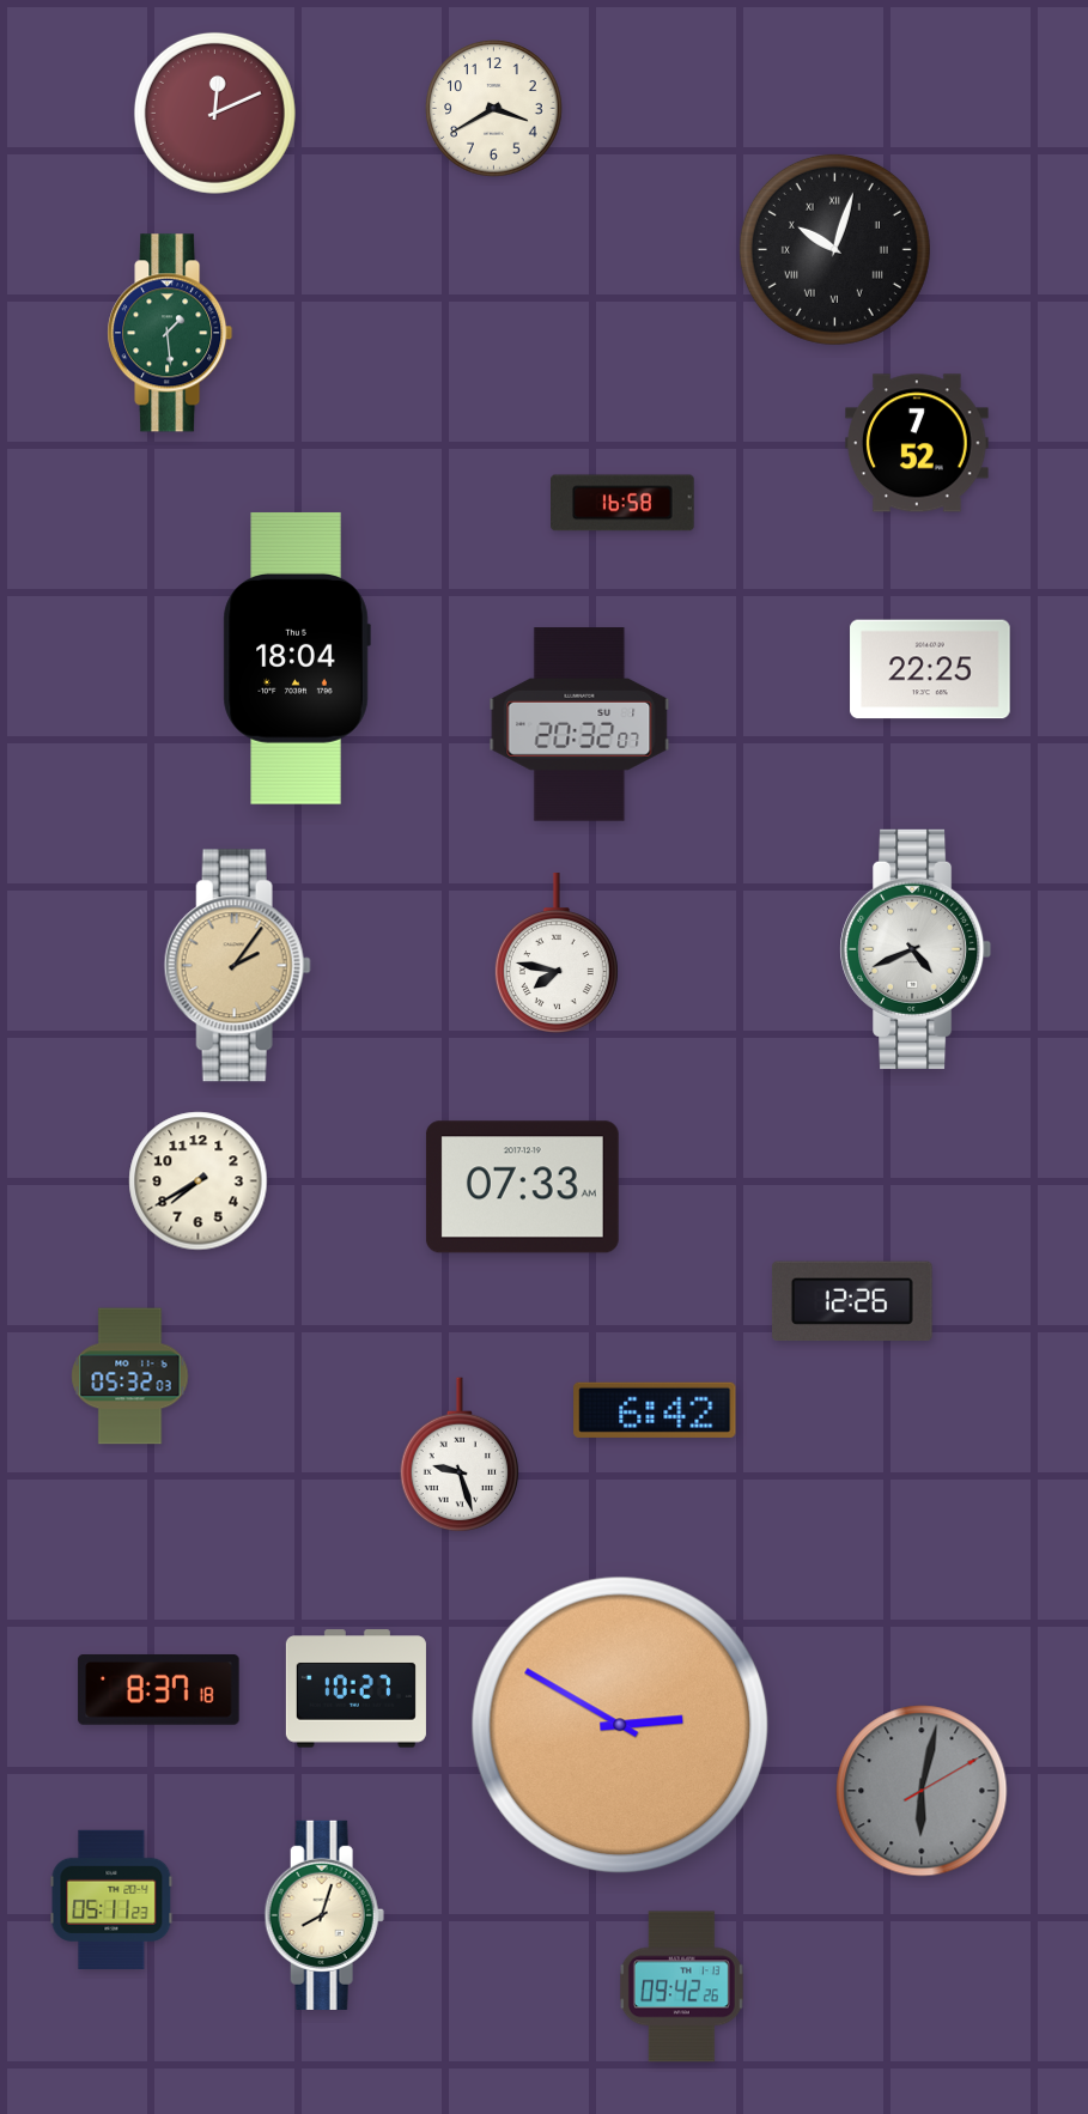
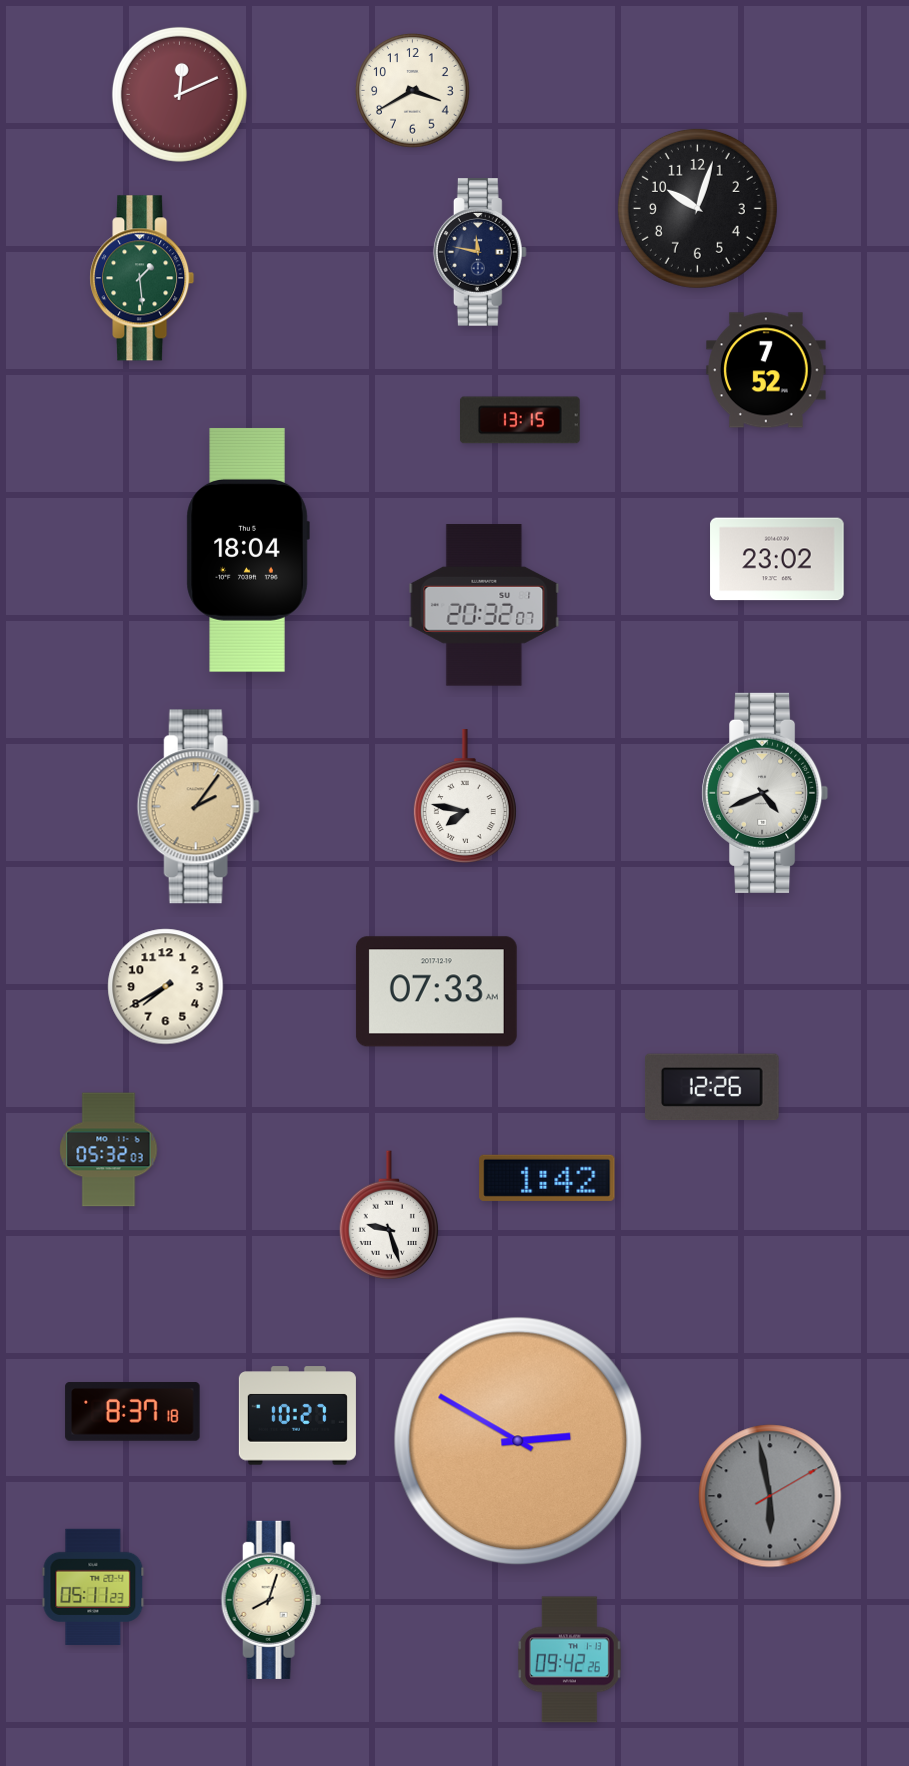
clock at (834, 249) numerals: Roman -> Arabic
clock at (480, 252): none -> 11:47
clock at (624, 503): 16:58 -> 13:15
clock at (930, 669): 22:25 -> 23:02
clock at (655, 1410): 6:42 -> 1:42
clock at (460, 1456) position: (460, 1456) -> (389, 1216)
clock at (355, 1689) position: (355, 1689) -> (297, 1416)
clock at (922, 1791): 6:02 -> 5:58
